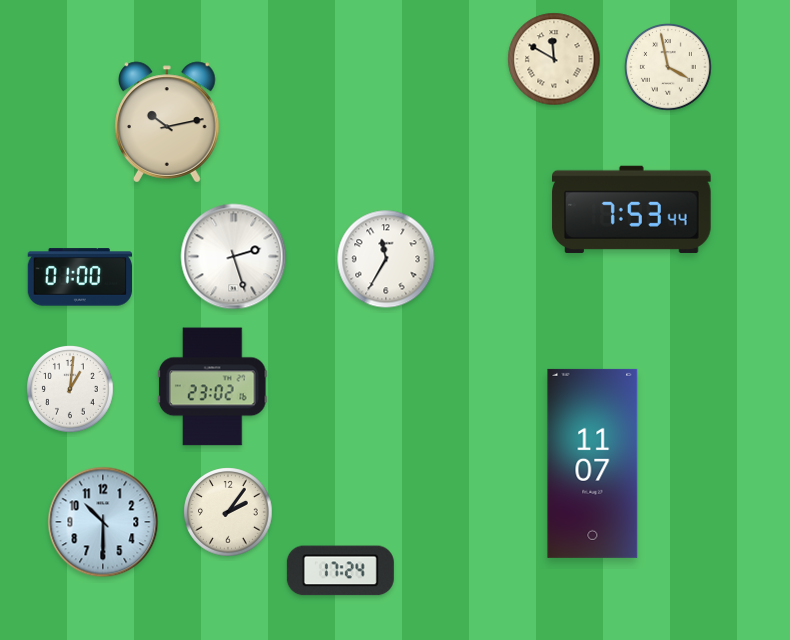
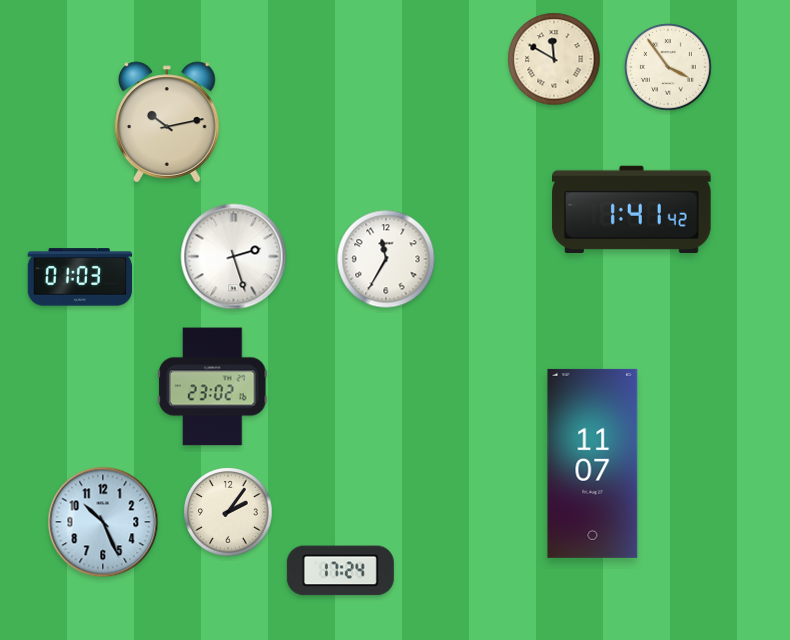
clock at (669, 68): 3:58 -> 3:54
clock at (632, 209): 7:53 -> 1:41
clock at (79, 277): 01:00 -> 01:03
clock at (71, 390): 1:01 -> none
clock at (103, 522): 10:30 -> 10:26
